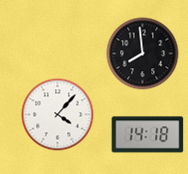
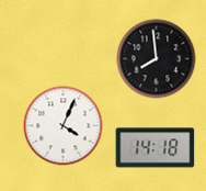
clock at (58, 115): 4:07 -> 4:04
clock at (148, 135) position: (148, 135) -> (156, 148)
